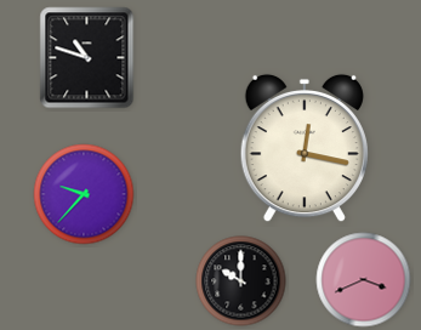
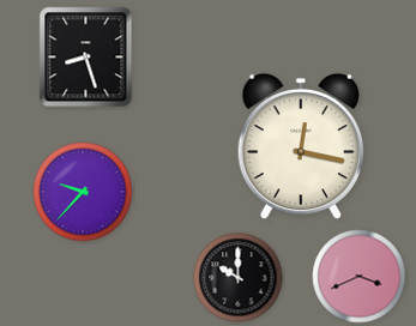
clock at (87, 58): 10:48 -> 8:27
